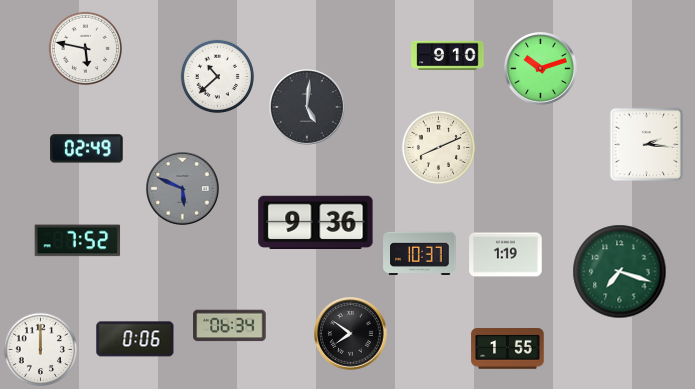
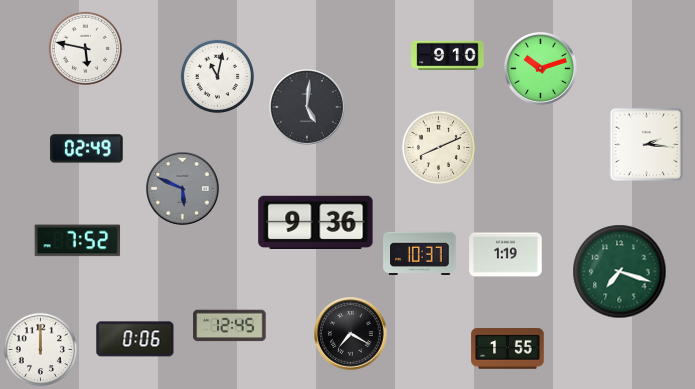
clock at (217, 76): 10:38 -> 11:02
clock at (230, 326): 06:34 -> 12:45
clock at (351, 334): 7:51 -> 7:20
